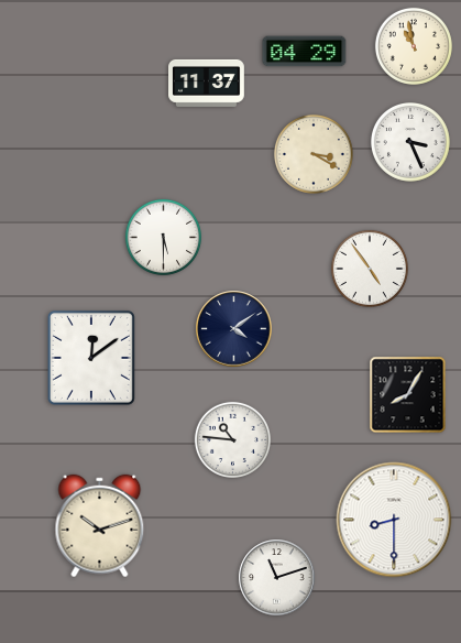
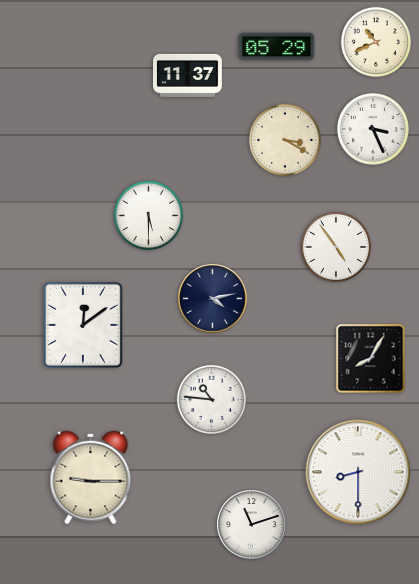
clock at (414, 46): 10:58 -> 10:41
clock at (305, 52): 04:29 -> 05:29
clock at (370, 269) position: (370, 269) -> (336, 247)
clock at (234, 329): 4:09 -> 4:13
clock at (100, 526): 10:12 -> 9:15
